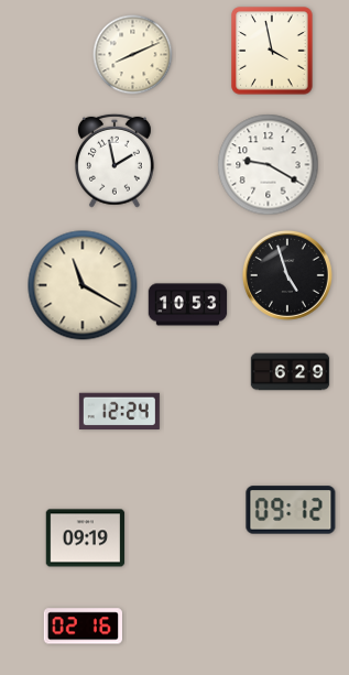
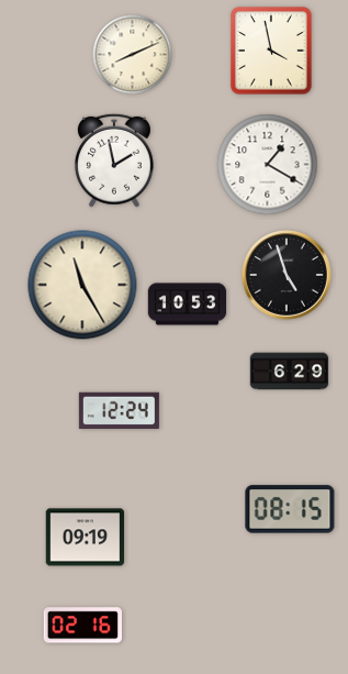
clock at (269, 165): 9:20 -> 1:20
clock at (83, 285): 11:20 -> 11:25
clock at (291, 510): 09:12 -> 08:15
